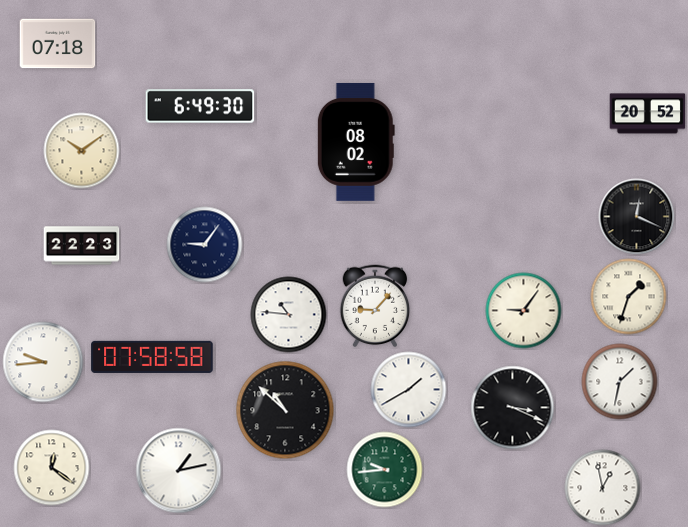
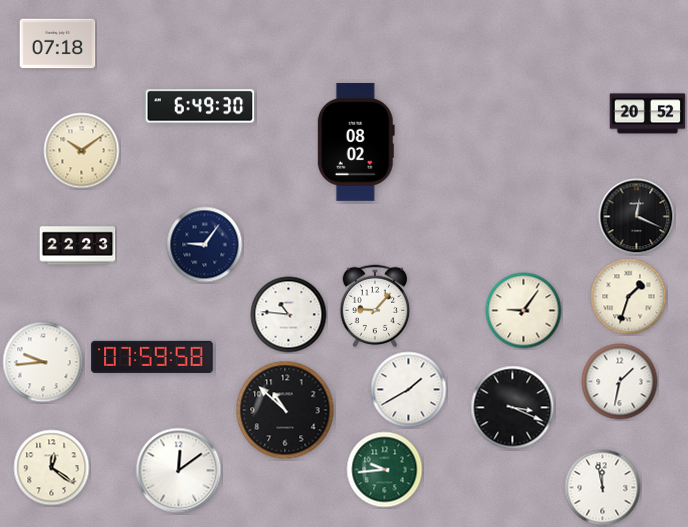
clock at (82, 246) position: (82, 246) -> (78, 246)
clock at (152, 357): 07:58 -> 07:59
clock at (179, 471): 1:13 -> 12:09
clock at (603, 488): 12:58 -> 11:58
